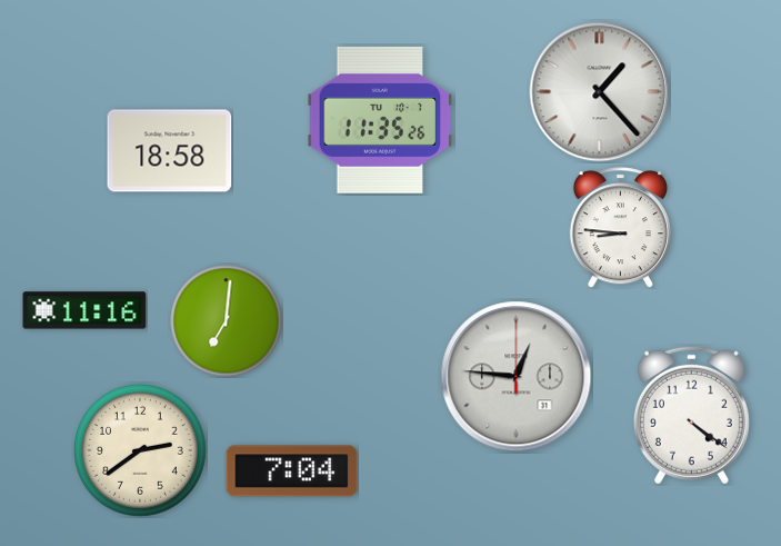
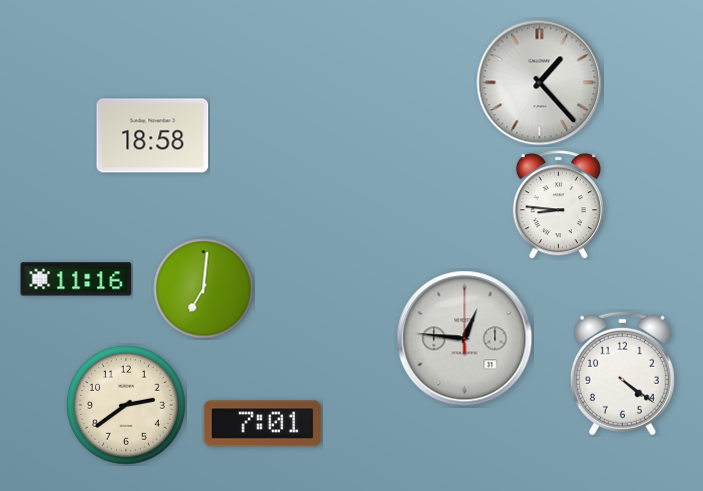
clock at (380, 120): 11:35 -> none
clock at (292, 471): 7:04 -> 7:01
